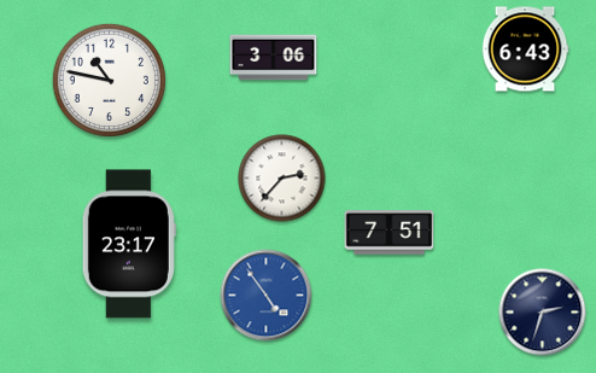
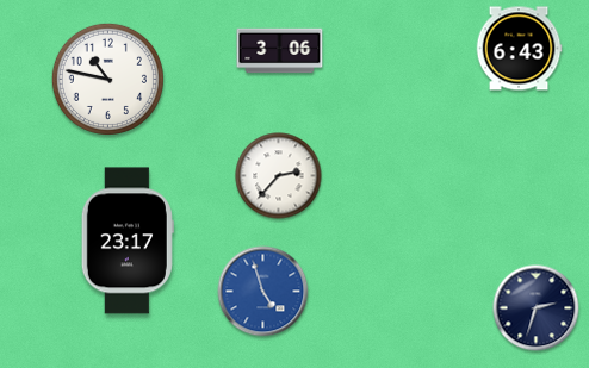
clock at (274, 58) position: (274, 58) -> (280, 51)
clock at (390, 233): 7:51 -> none
clock at (267, 296): 4:54 -> 4:57
